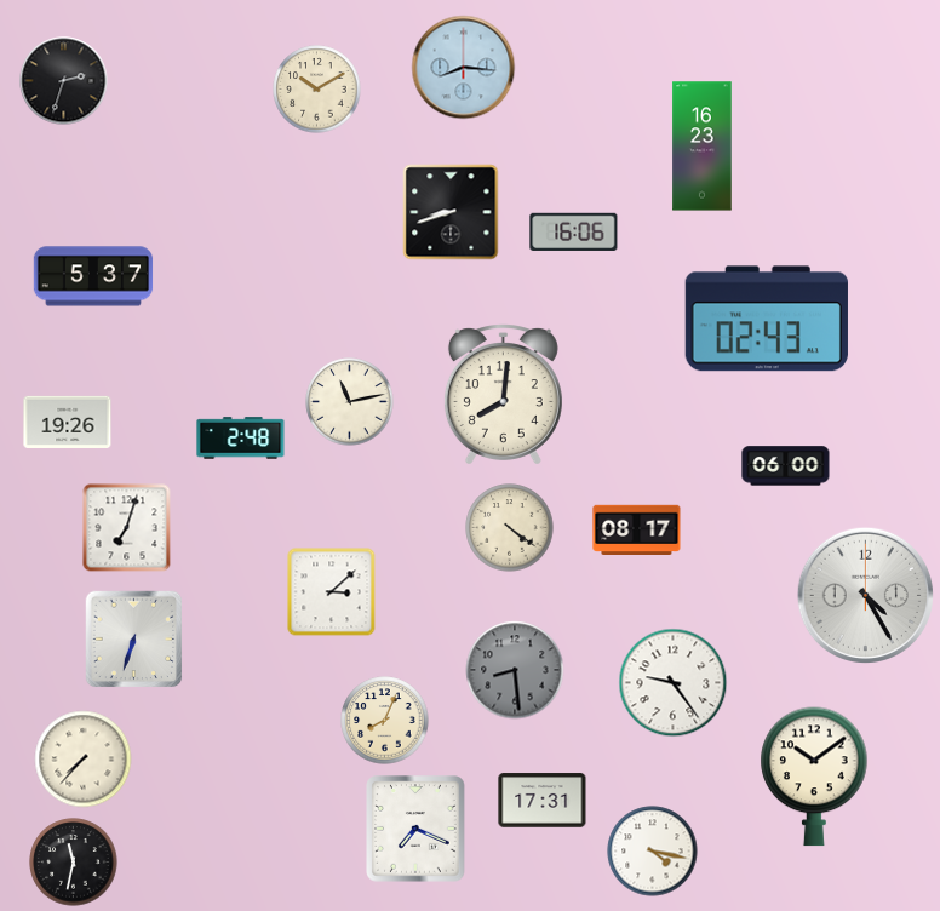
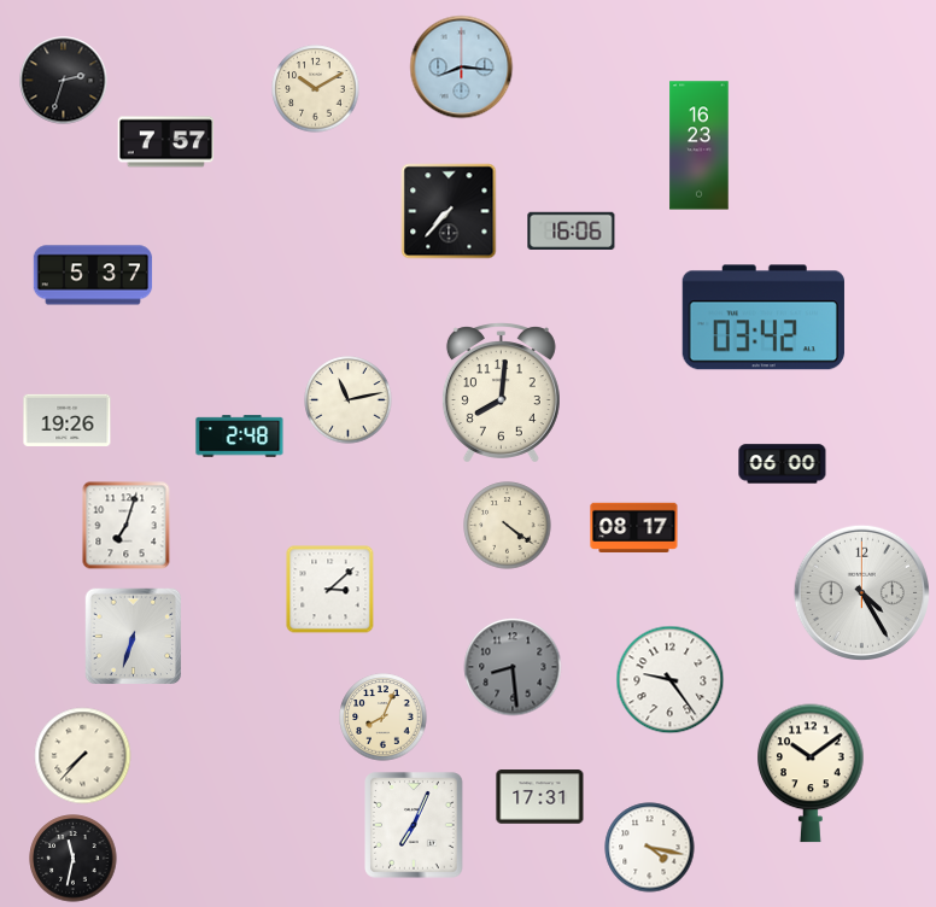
clock at (166, 142): none -> 7:57
clock at (451, 212): 8:42 -> 7:37
clock at (767, 319): 02:43 -> 03:42
clock at (415, 829): 7:19 -> 7:04
